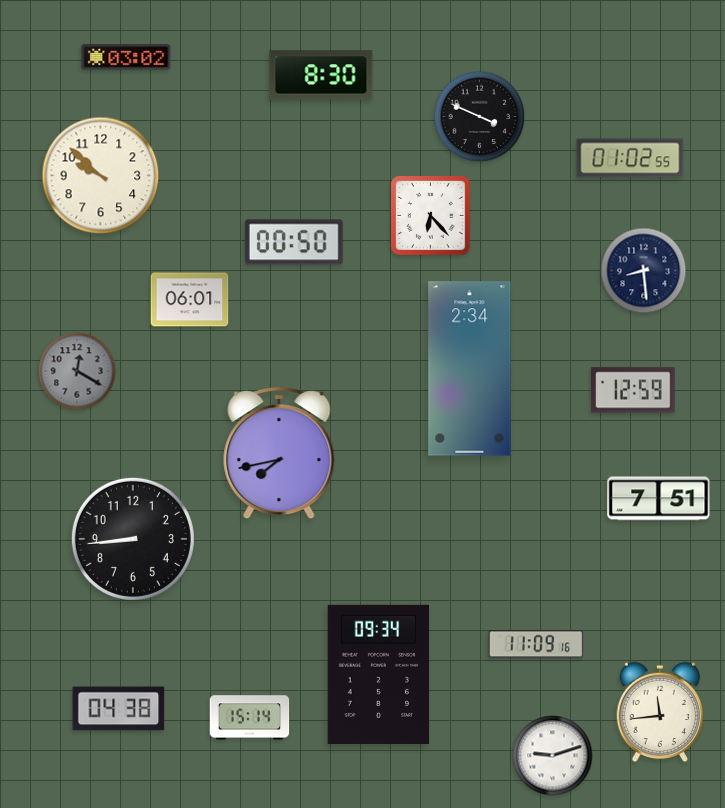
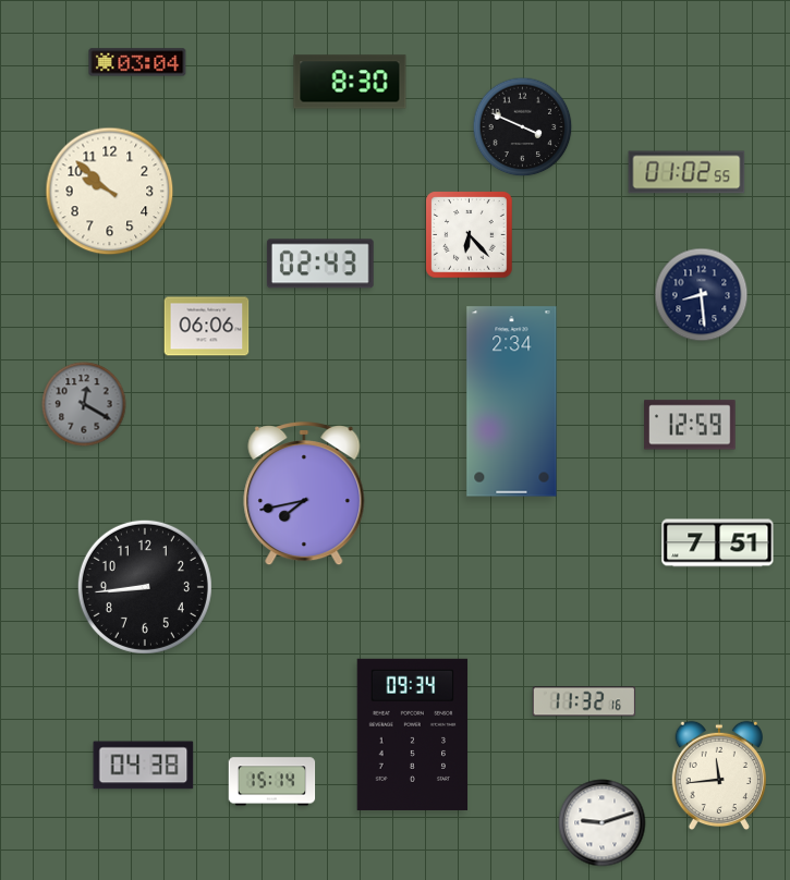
clock at (126, 57): 03:02 -> 03:04
clock at (294, 242): 00:50 -> 02:43
clock at (190, 300): 06:01 -> 06:06
clock at (536, 644): 11:09 -> 11:32
clock at (119, 709) position: (119, 709) -> (144, 766)
